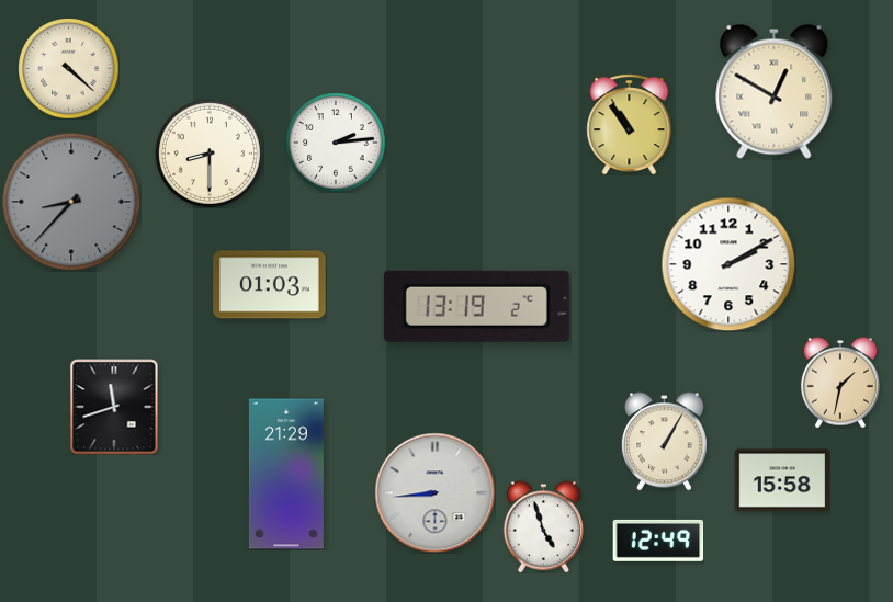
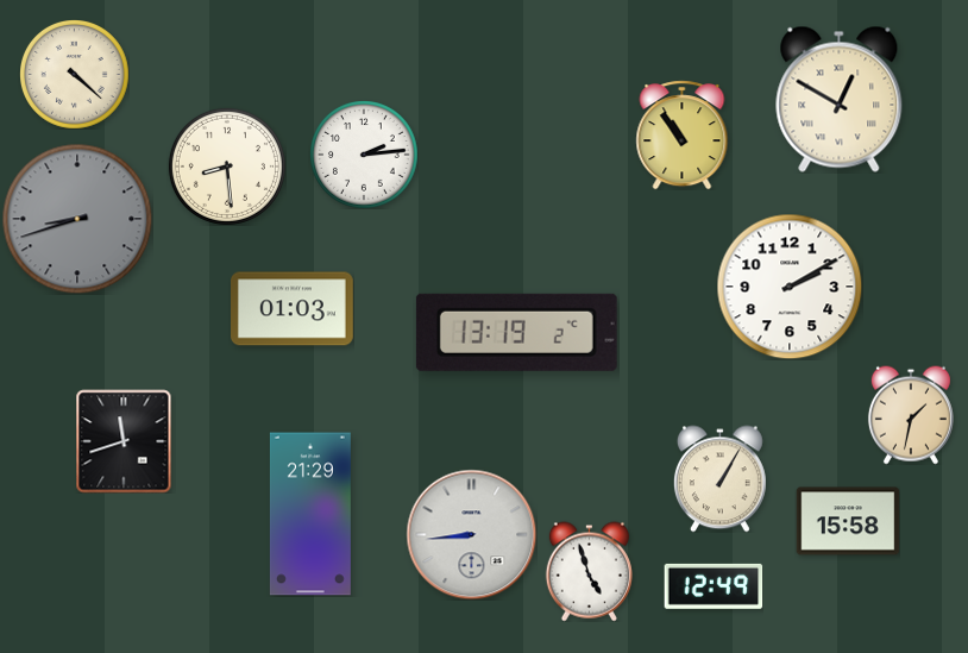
clock at (210, 154): 8:30 -> 8:29
clock at (71, 202): 8:37 -> 8:42
